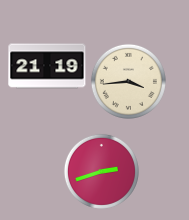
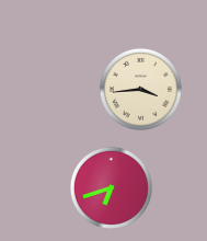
clock at (47, 66): 21:19 -> none
clock at (101, 171): 2:42 -> 6:42
